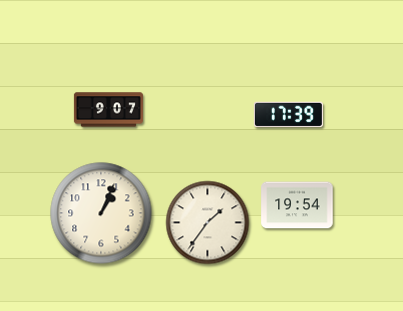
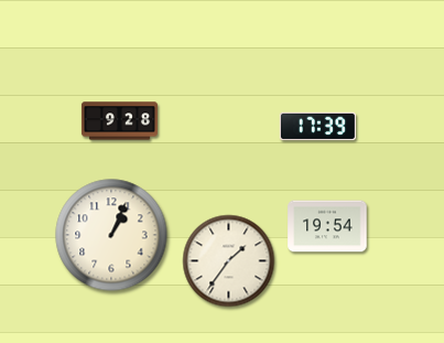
clock at (108, 110): 9:07 -> 9:28
clock at (208, 223) position: (208, 223) -> (229, 261)
